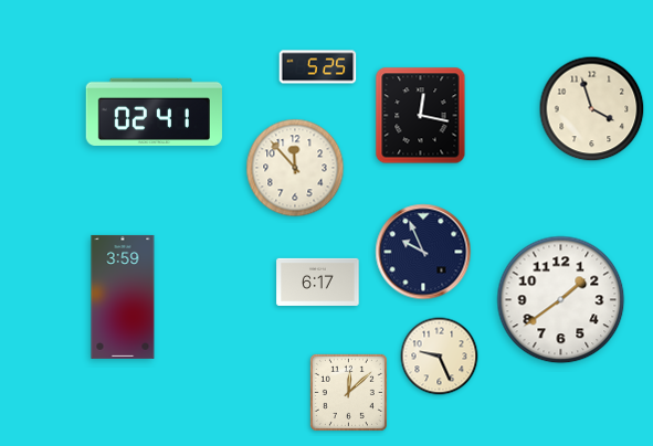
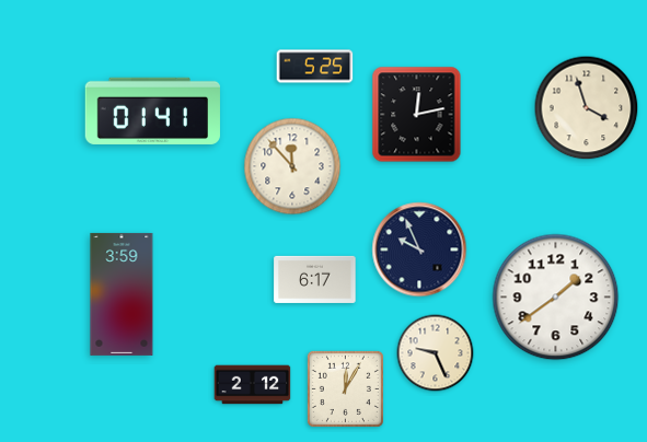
clock at (154, 112): 02:41 -> 01:41
clock at (421, 116): 12:17 -> 12:13
clock at (253, 385): none -> 2:12
clock at (348, 392): 12:08 -> 12:05
